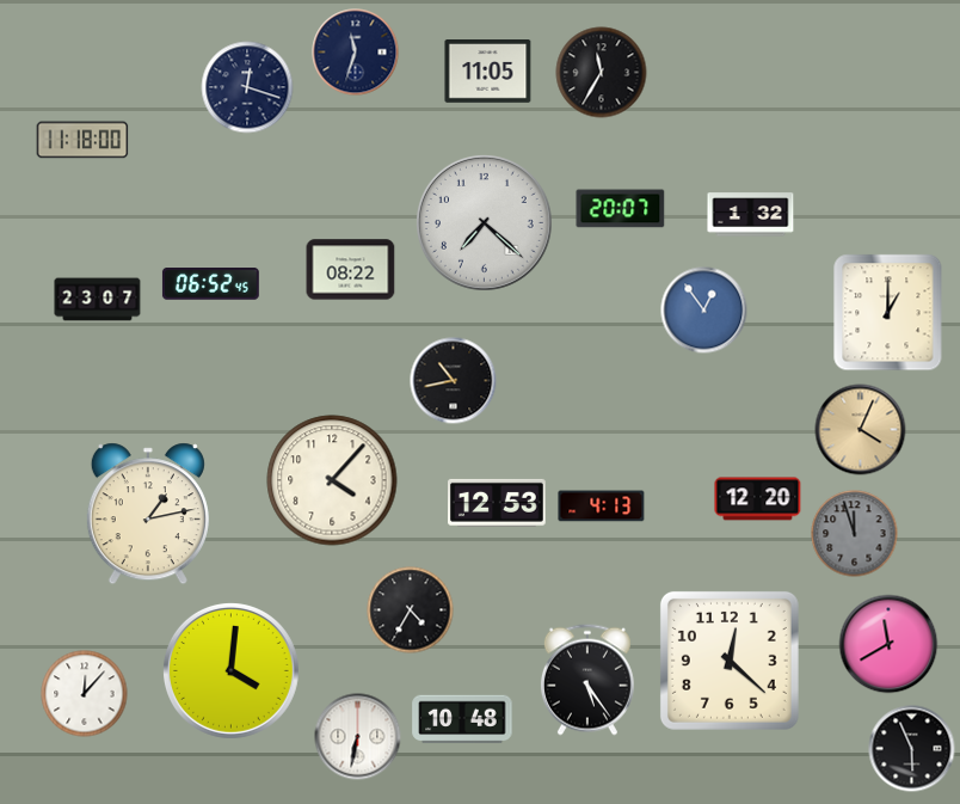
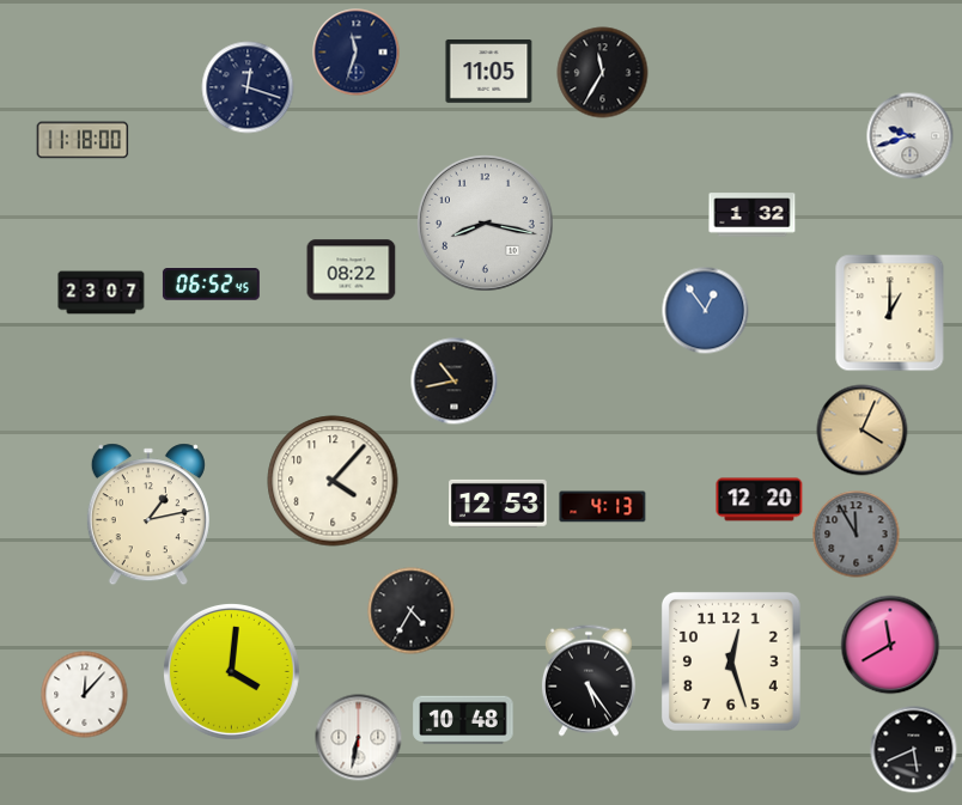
clock at (911, 136): none -> 9:42
clock at (621, 209): 20:07 -> none
clock at (484, 222): 7:22 -> 8:17
clock at (98, 300) position: (98, 300) -> (102, 293)
clock at (855, 534): 11:57 -> 11:55
clock at (730, 661): 12:22 -> 12:27
clock at (912, 749): 5:56 -> 5:41
